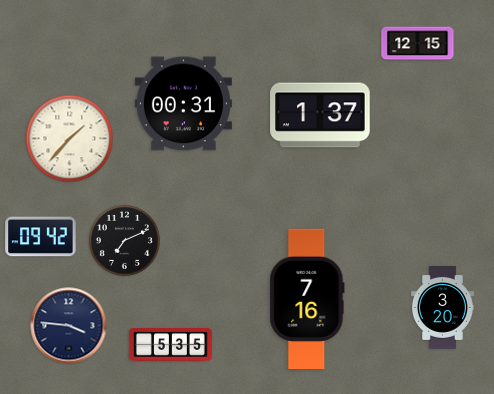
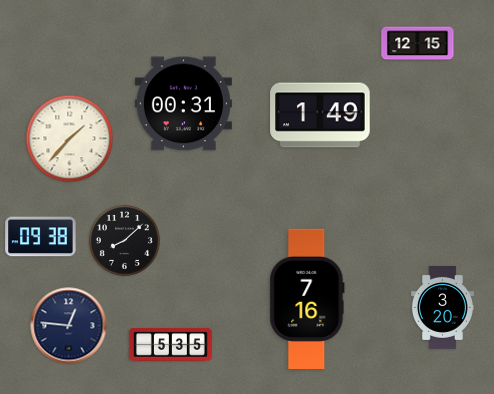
clock at (320, 115): 1:37 -> 1:49
clock at (41, 237): 09:42 -> 09:38
clock at (124, 240): 7:11 -> 8:08
clock at (69, 326): 3:46 -> 12:46
